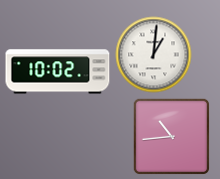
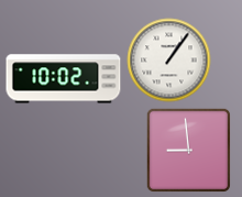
clock at (154, 55): 1:01 -> 1:06
clock at (171, 136): 10:44 -> 8:59
